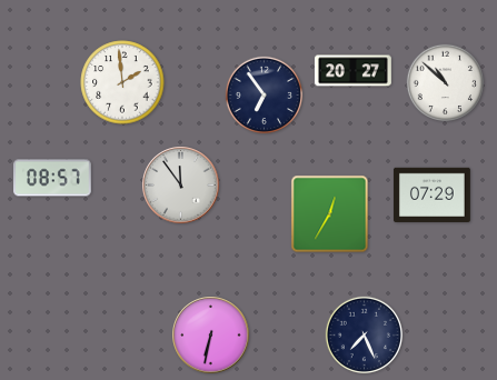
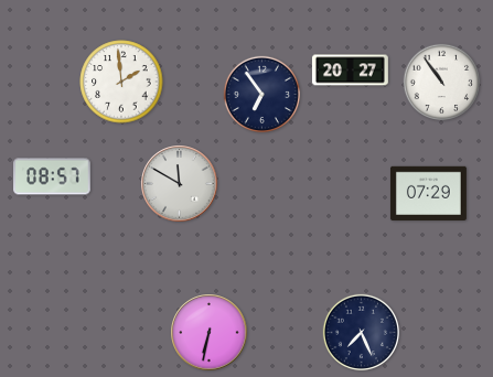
clock at (446, 83): 10:52 -> 10:54
clock at (181, 186): 11:54 -> 11:50
clock at (330, 214): 12:35 -> none
